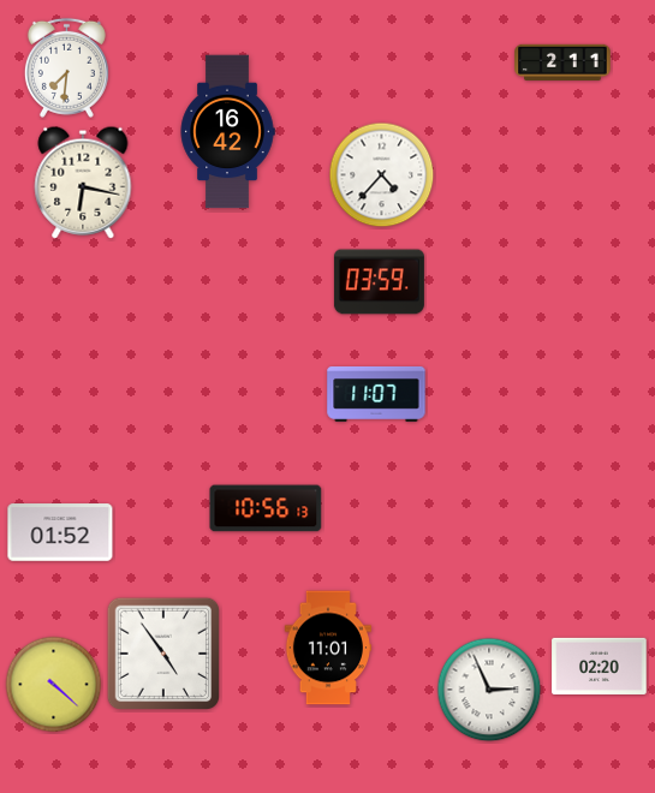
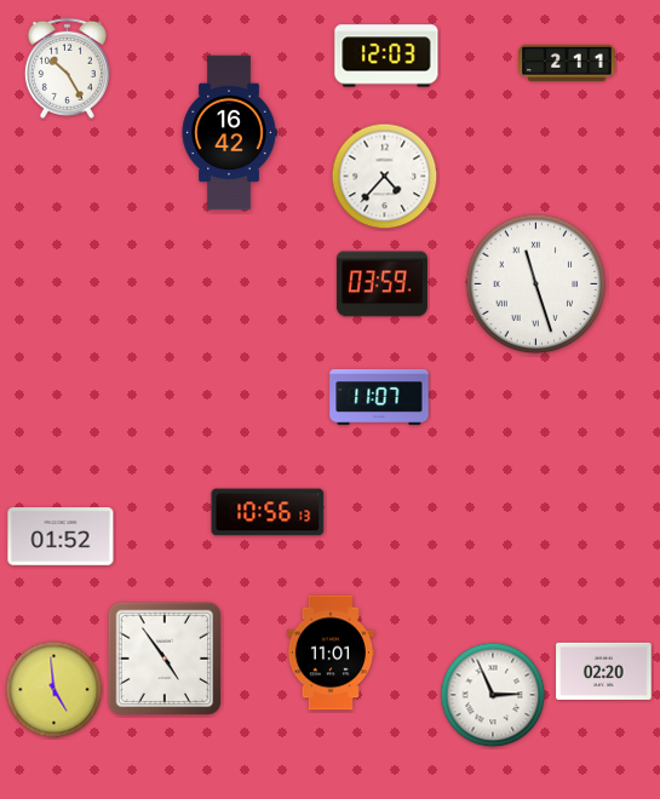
clock at (386, 56): none -> 12:03
clock at (66, 67): 7:31 -> 10:25
clock at (83, 183): 6:17 -> none
clock at (536, 284): none -> 11:27
clock at (54, 685): 4:22 -> 4:59
